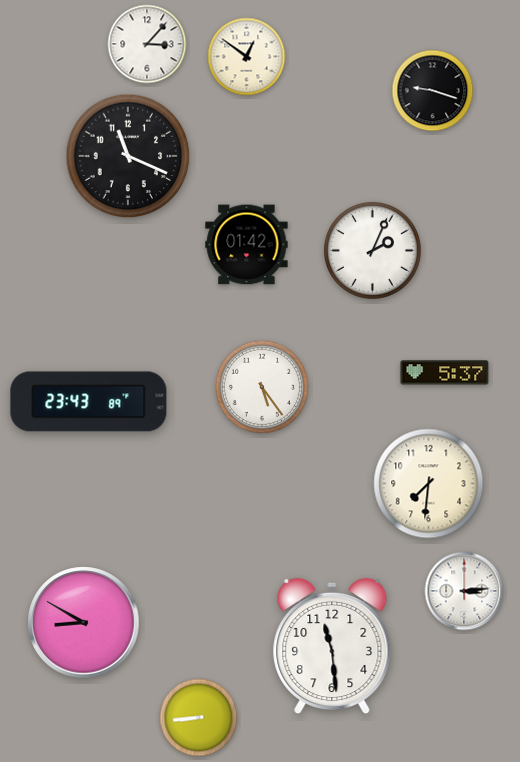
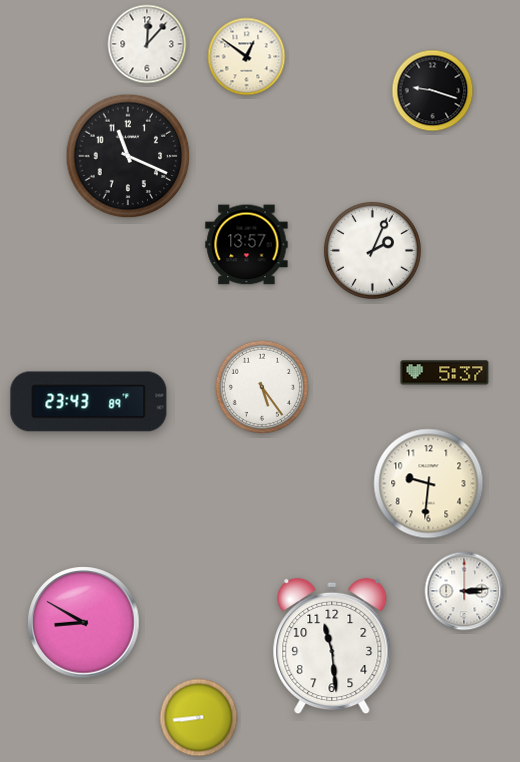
clock at (147, 44): 3:07 -> 12:07
clock at (247, 245): 01:42 -> 13:57
clock at (429, 484): 7:31 -> 9:31
